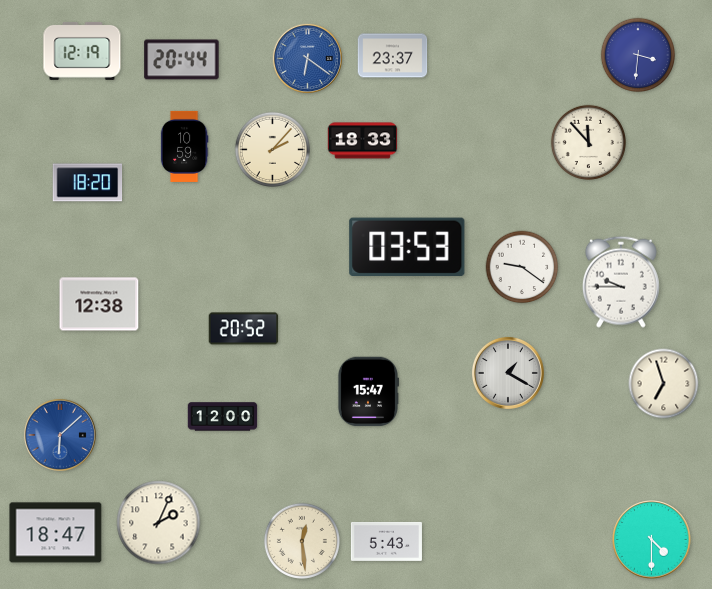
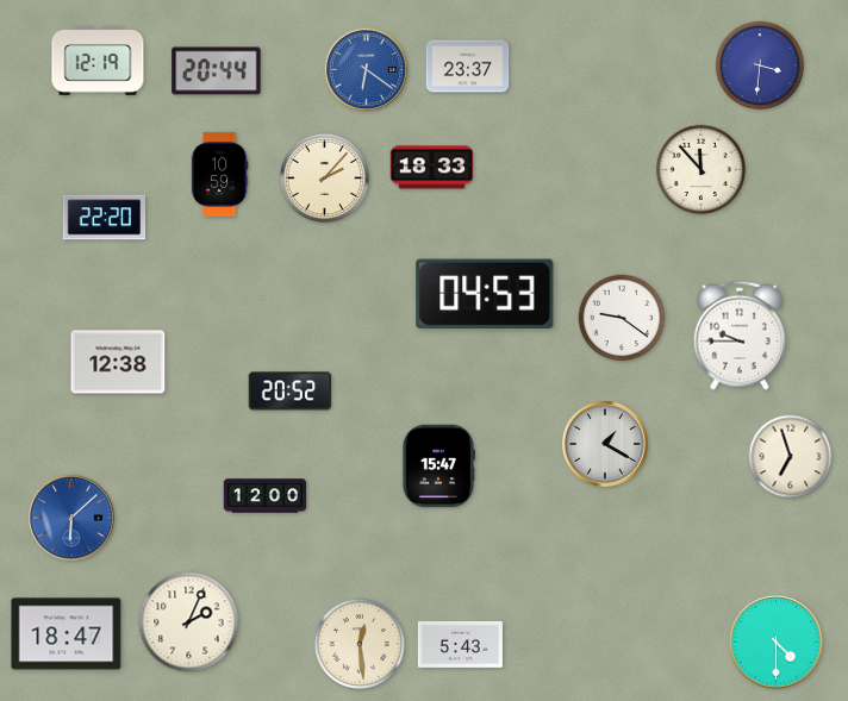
clock at (88, 183): 18:20 -> 22:20
clock at (407, 246): 03:53 -> 04:53
